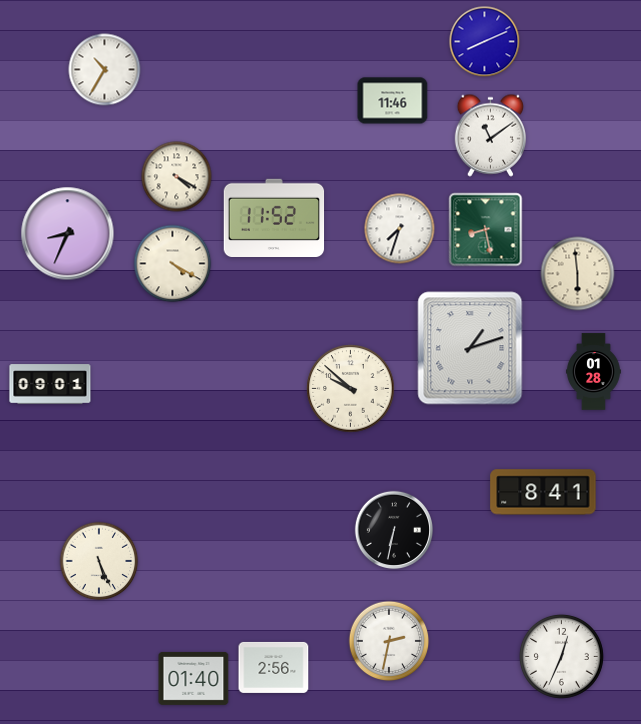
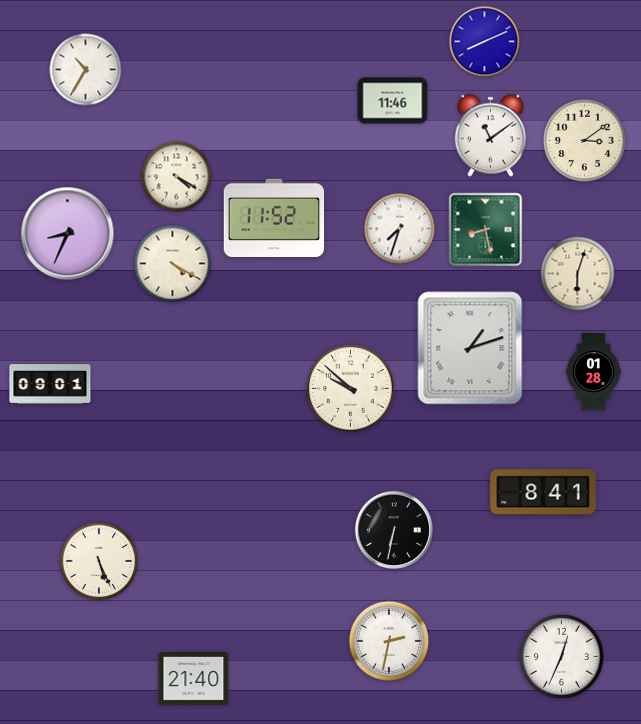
clock at (105, 70) position: (105, 70) -> (86, 70)
clock at (584, 140): none -> 3:09
clock at (578, 274): 5:59 -> 6:03
clock at (274, 667): 2:56 -> none
clock at (194, 678): 01:40 -> 21:40
